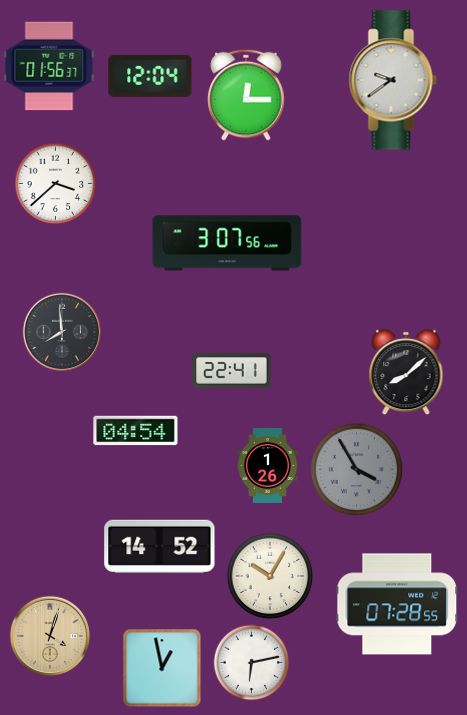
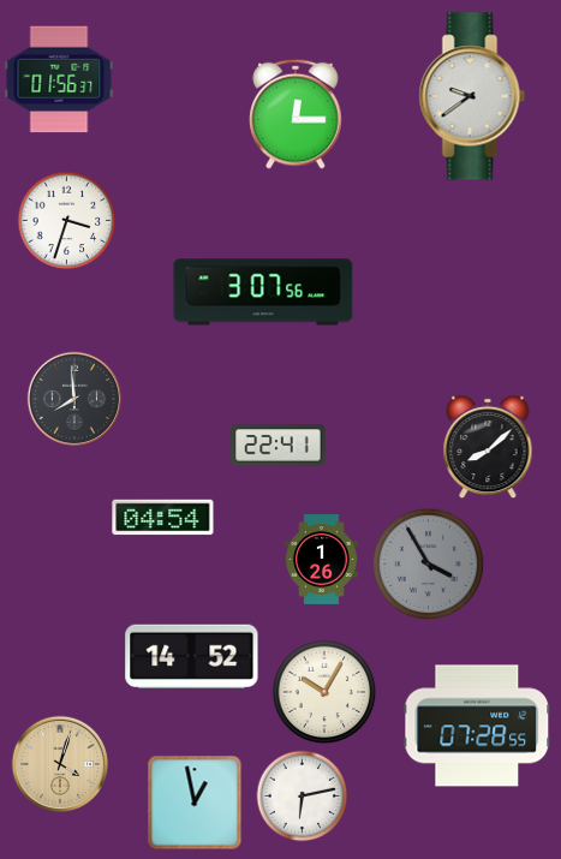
clock at (150, 76): 12:04 -> none
clock at (56, 184): 3:38 -> 3:33
clock at (227, 243) position: (227, 243) -> (263, 292)
